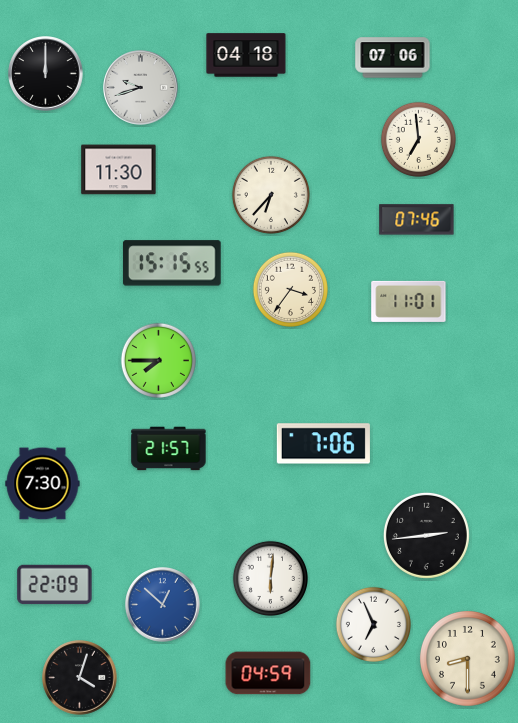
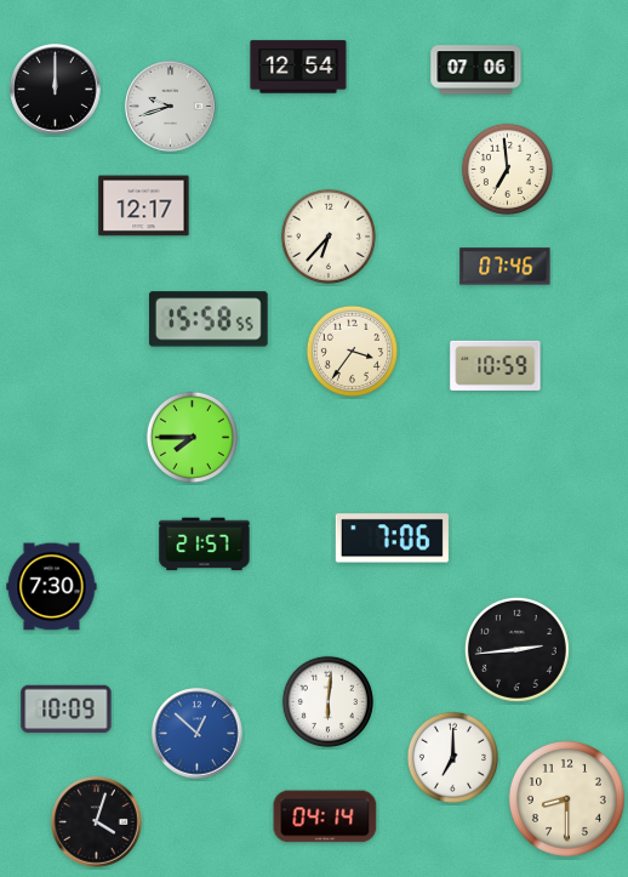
clock at (246, 55): 04:18 -> 12:54
clock at (119, 170): 11:30 -> 12:17
clock at (172, 263): 15:15 -> 15:58
clock at (409, 301): 11:01 -> 10:59
clock at (55, 585): 22:09 -> 10:09
clock at (373, 624): 6:56 -> 7:00
clock at (268, 673): 04:59 -> 04:14
